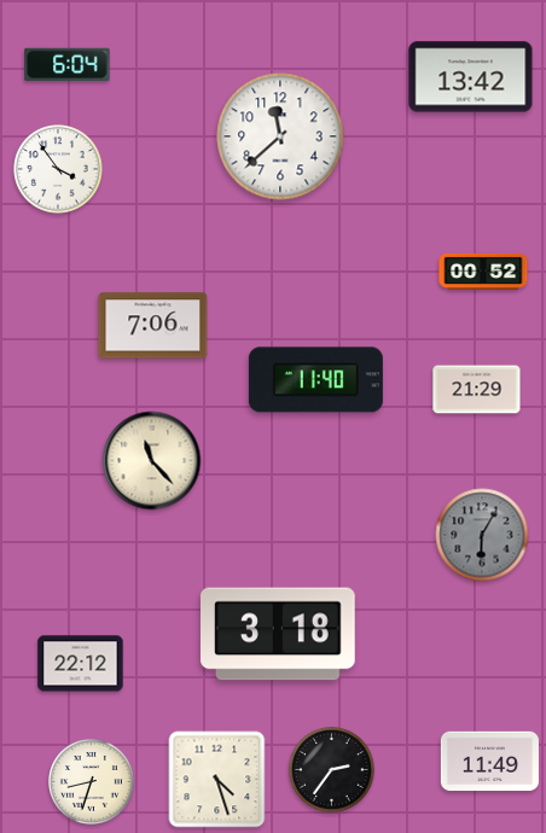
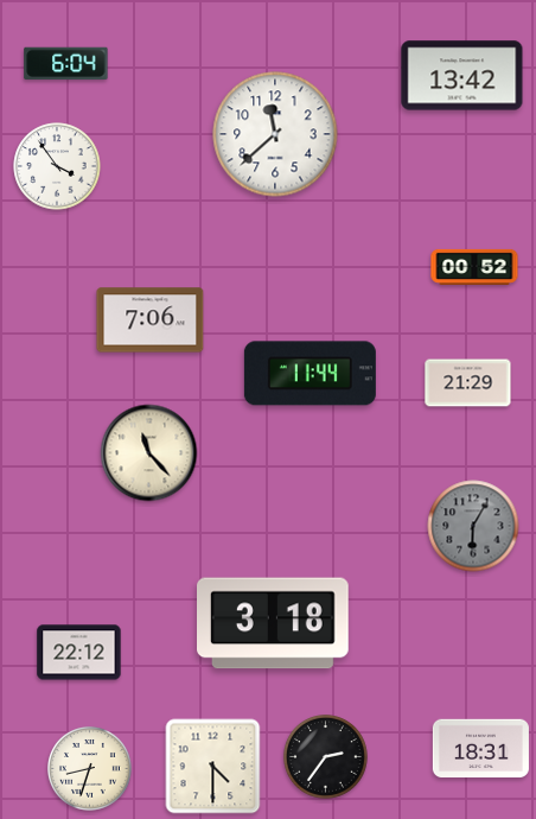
clock at (315, 380): 11:40 -> 11:44
clock at (489, 762): 11:49 -> 18:31
clock at (217, 780): 4:27 -> 4:30
